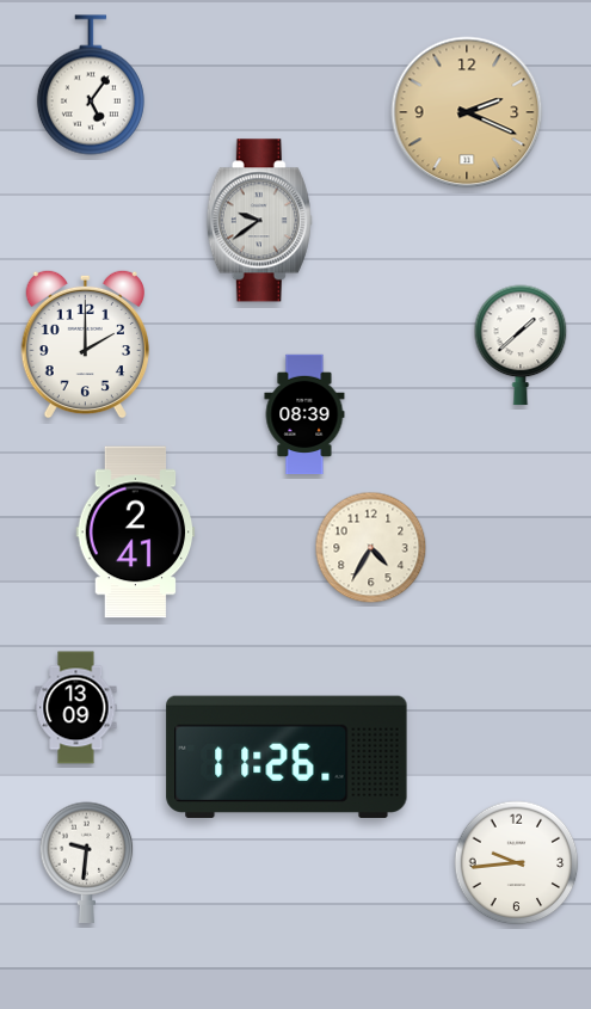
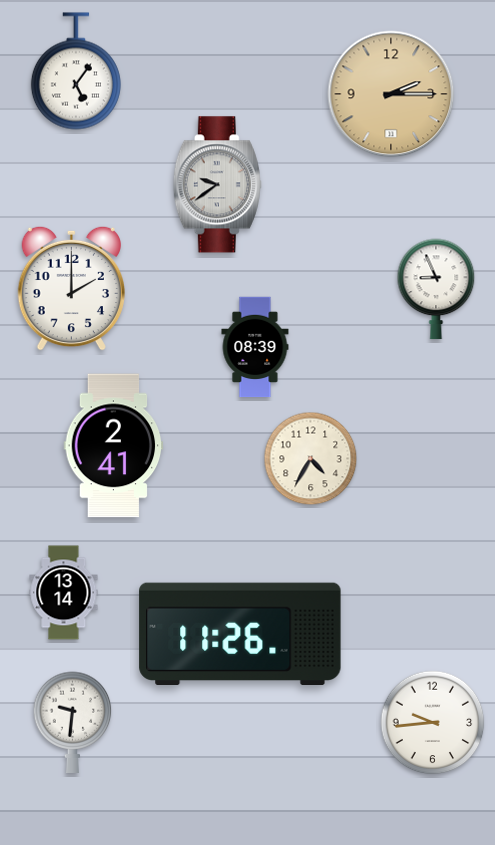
clock at (467, 112): 2:19 -> 2:15
clock at (521, 345): 1:38 -> 8:56
clock at (76, 708): 13:09 -> 13:14
